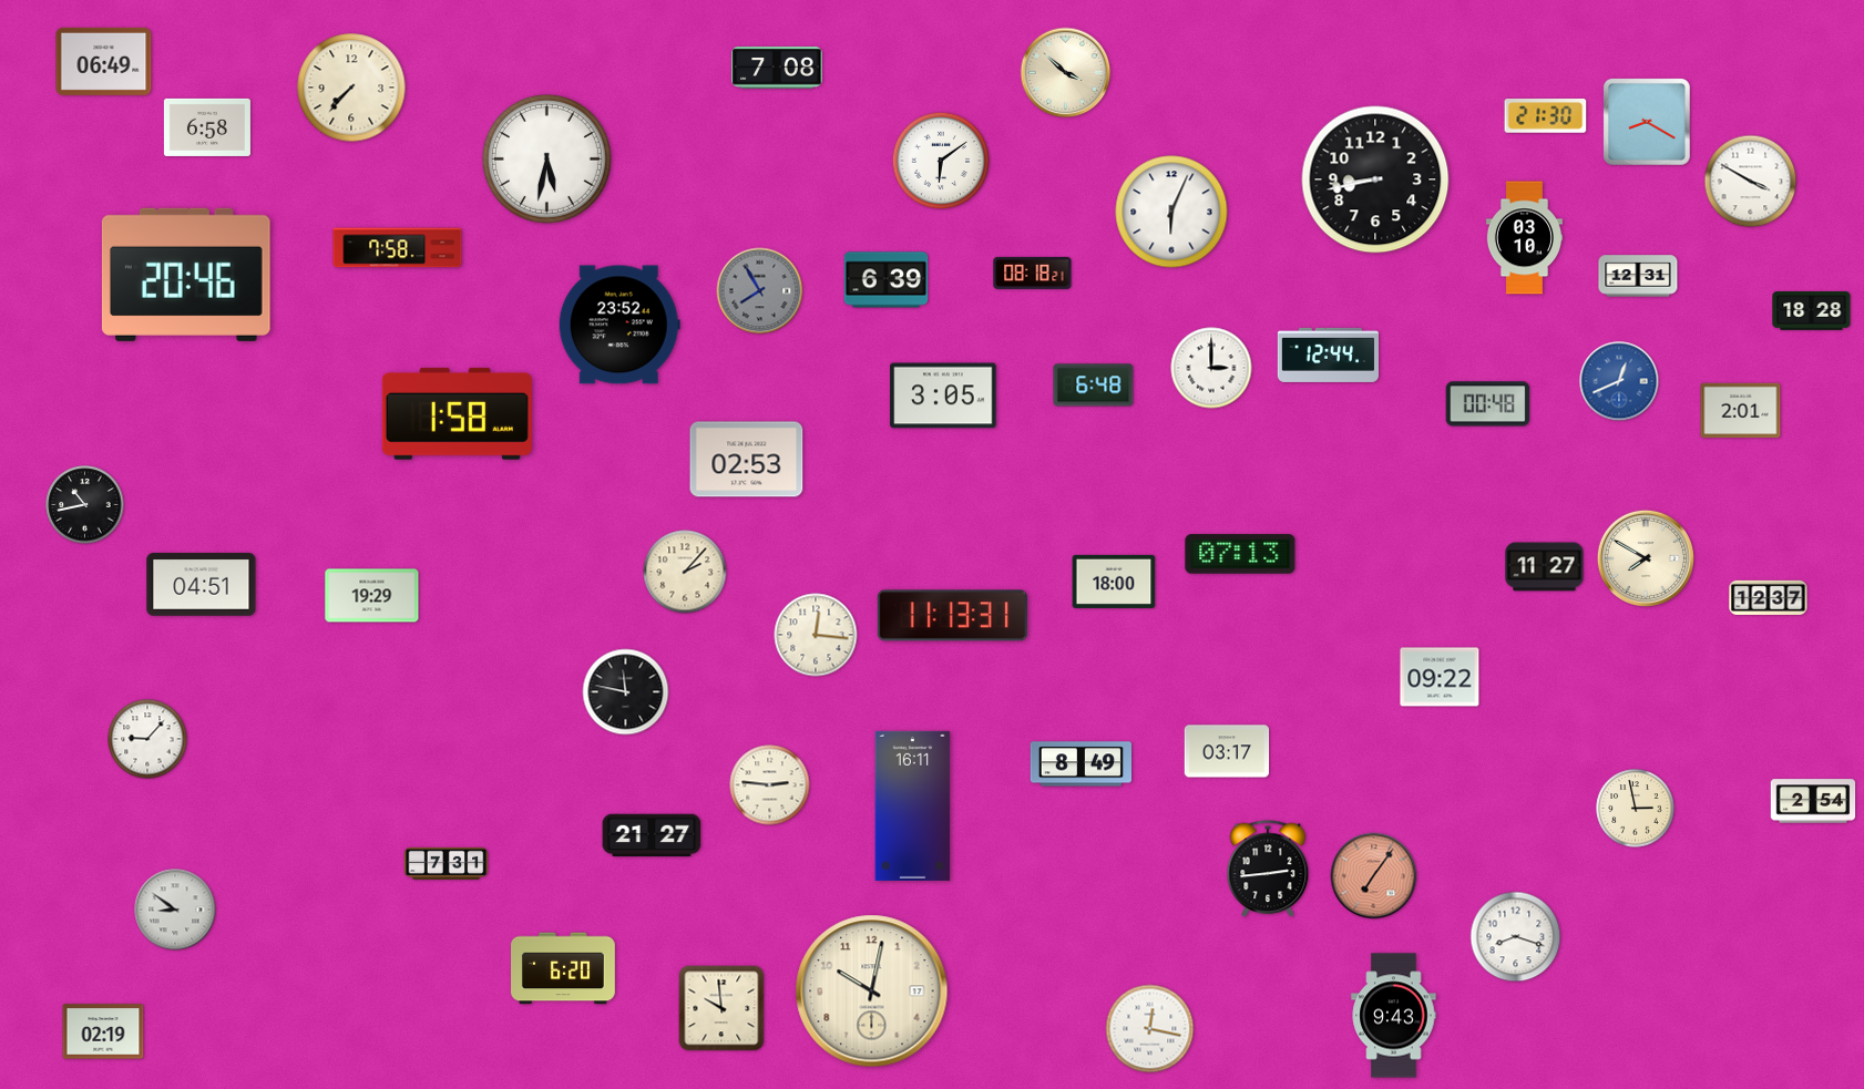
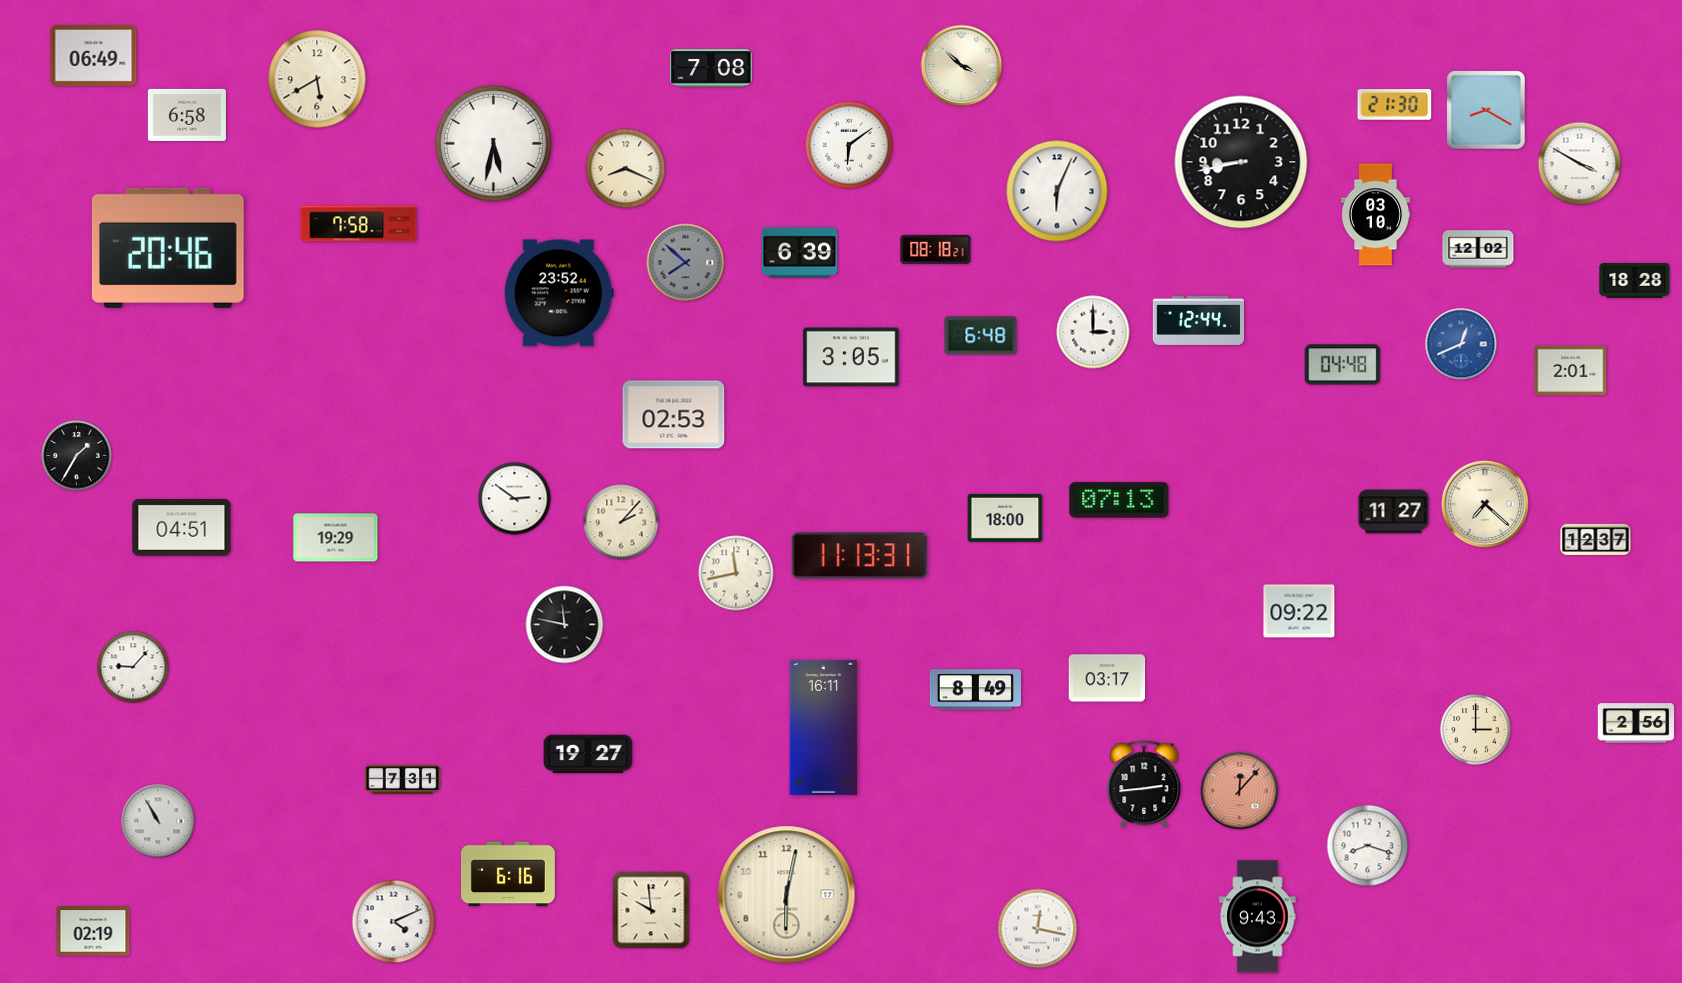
clock at (777, 68) position: (777, 68) -> (711, 68)
clock at (351, 88): 7:37 -> 5:40
clock at (626, 169): none -> 8:19
clock at (1033, 273) position: (1033, 273) -> (936, 249)
clock at (1638, 276): 12:31 -> 12:02
clock at (760, 291): 7:55 -> 7:52
clock at (1094, 386) position: (1094, 386) -> (981, 336)
clock at (1488, 404): 00:48 -> 04:48
clock at (457, 413): 1:58 -> none
clock at (85, 505): 10:43 -> 1:35
clock at (515, 499): none -> 2:51
clock at (1646, 558): 7:50 -> 7:22
clock at (685, 572) position: (685, 572) -> (621, 522)
clock at (1114, 582) position: (1114, 582) -> (1005, 518)
clock at (816, 635): 12:16 -> 11:43
clock at (770, 785): 2:46 -> none
clock at (1813, 801): 2:54 -> 2:56
clock at (1636, 809): 2:58 -> 3:00
clock at (652, 835): 21:27 -> 19:27
clock at (1374, 876): 7:06 -> 12:07
clock at (175, 910): 8:51 -> 10:55
clock at (564, 968): 6:20 -> 6:16
clock at (872, 992): 10:02 -> 6:02
clock at (394, 922): none -> 4:11
